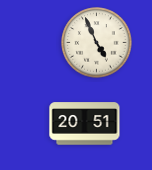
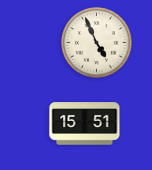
clock at (85, 124): 20:51 -> 15:51
